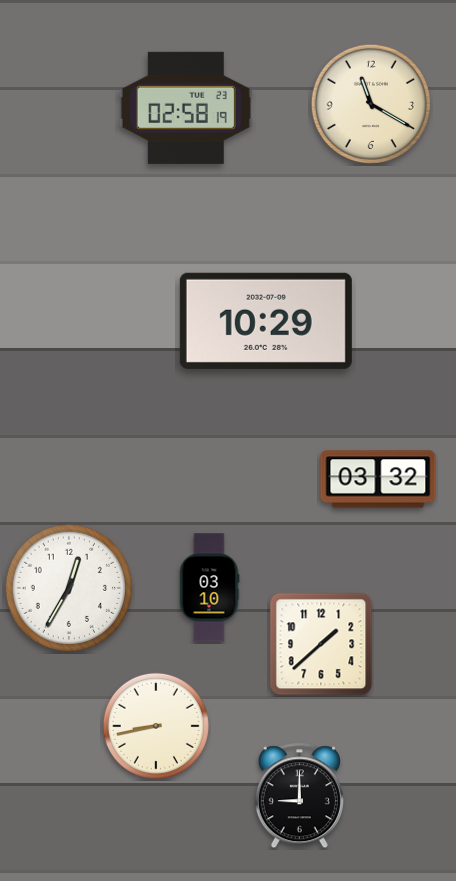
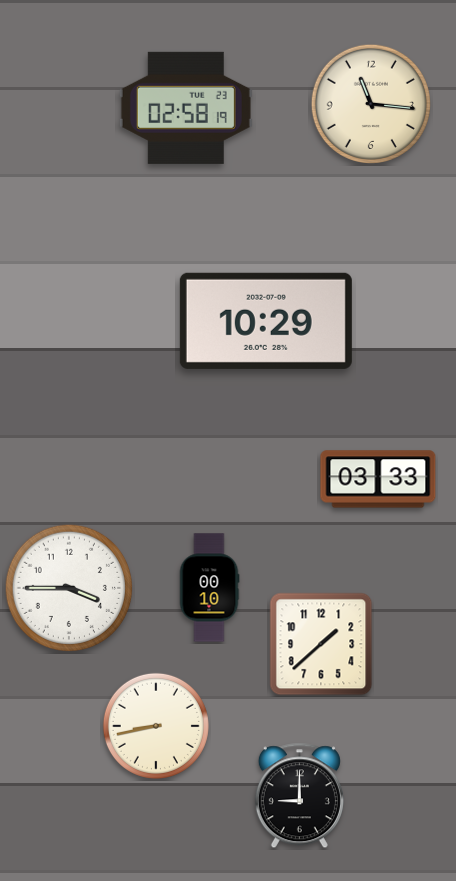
clock at (371, 104): 11:20 -> 11:16
clock at (378, 479): 03:32 -> 03:33
clock at (68, 587): 12:35 -> 3:45
clock at (209, 588): 03:10 -> 00:10
